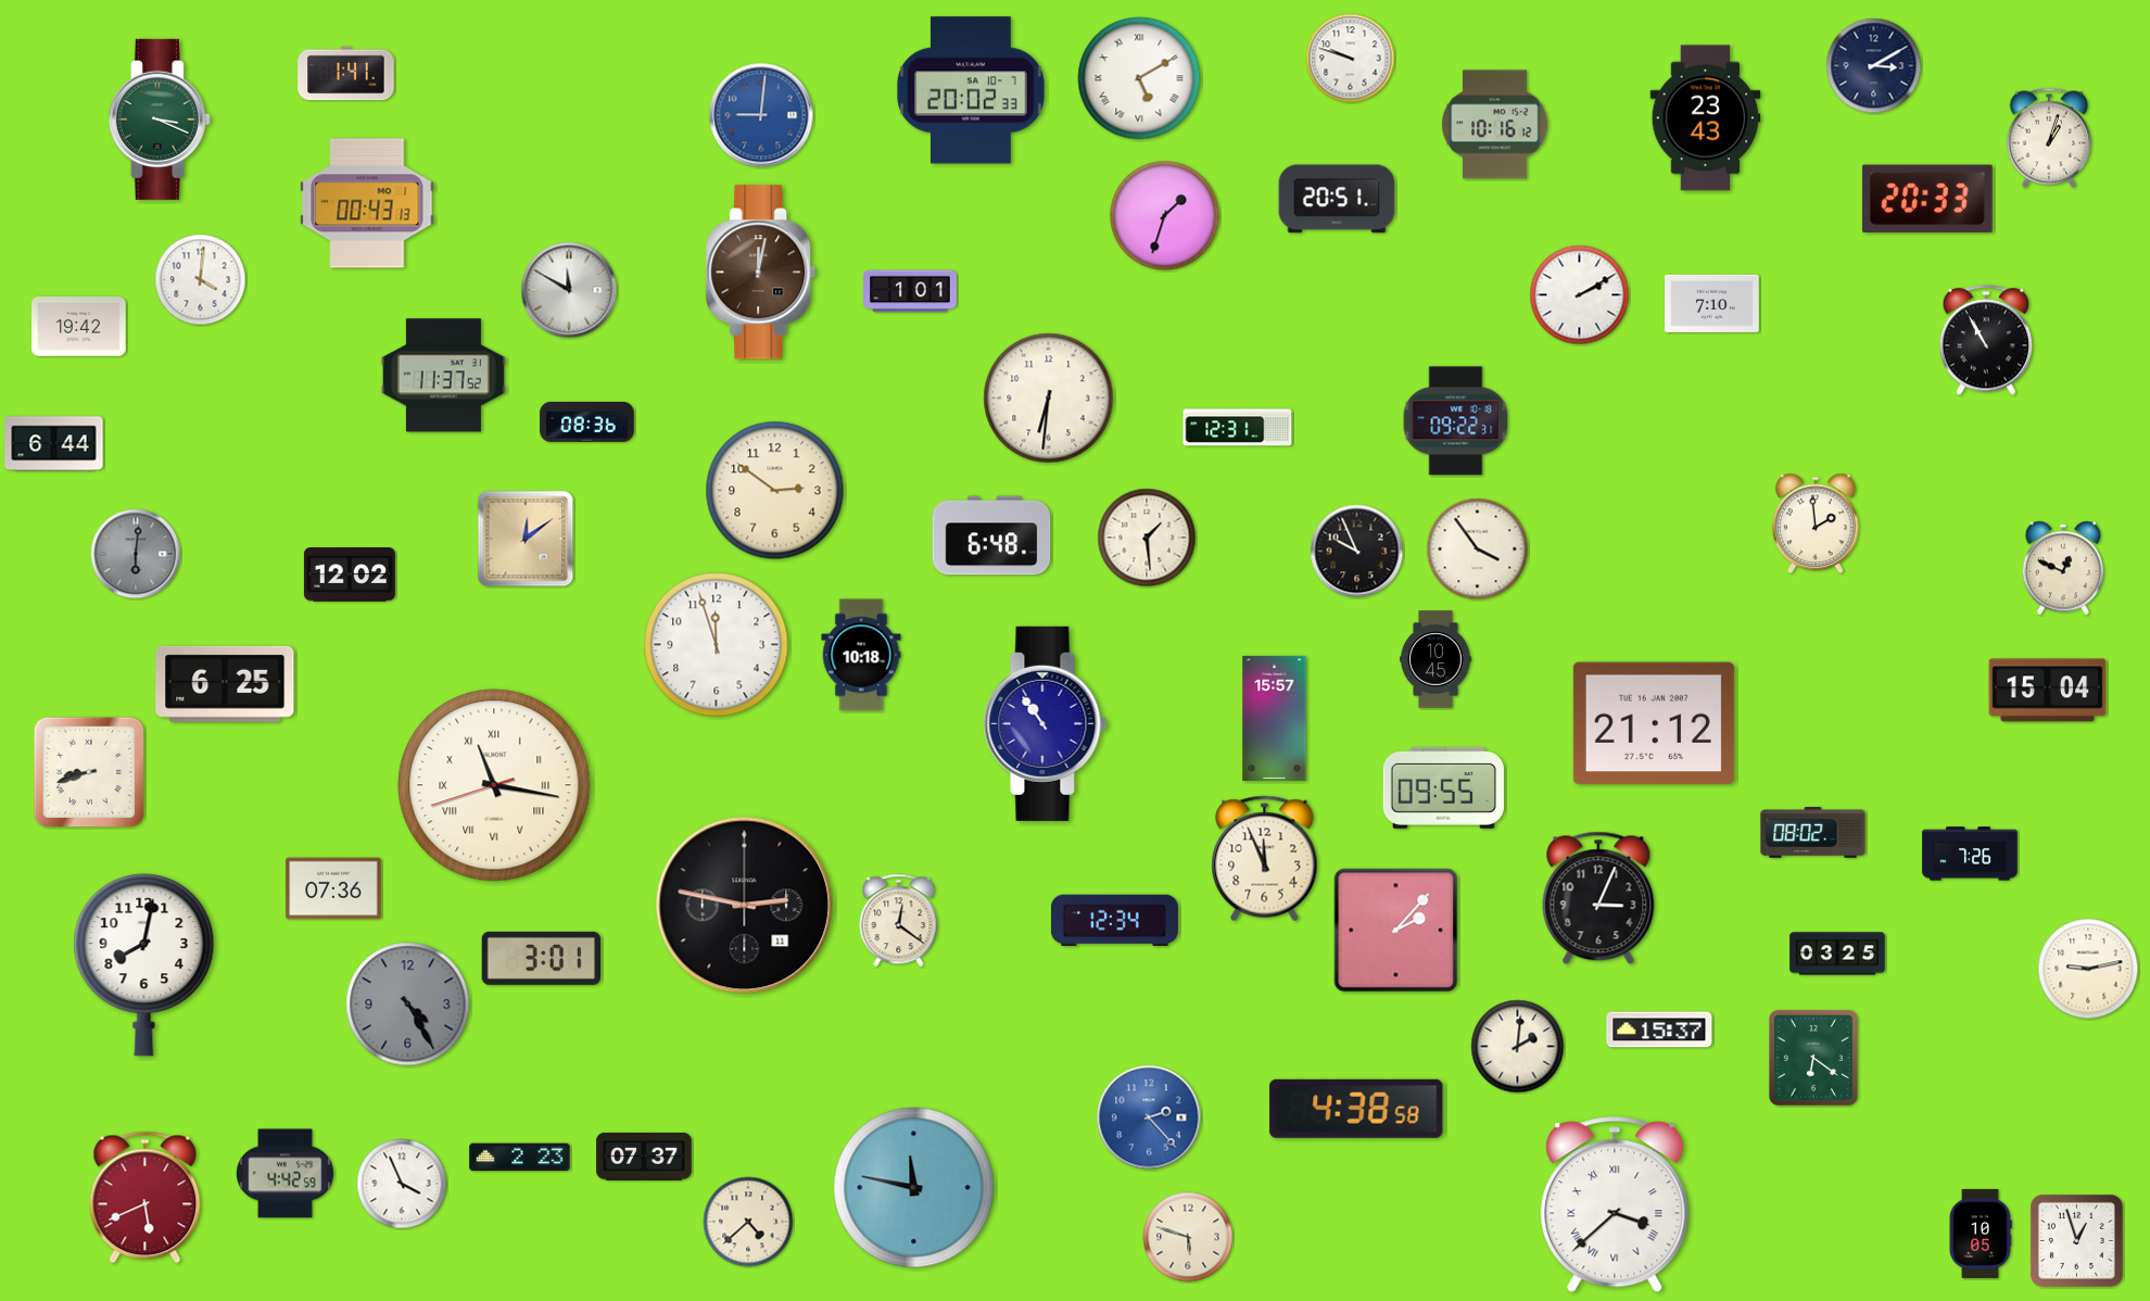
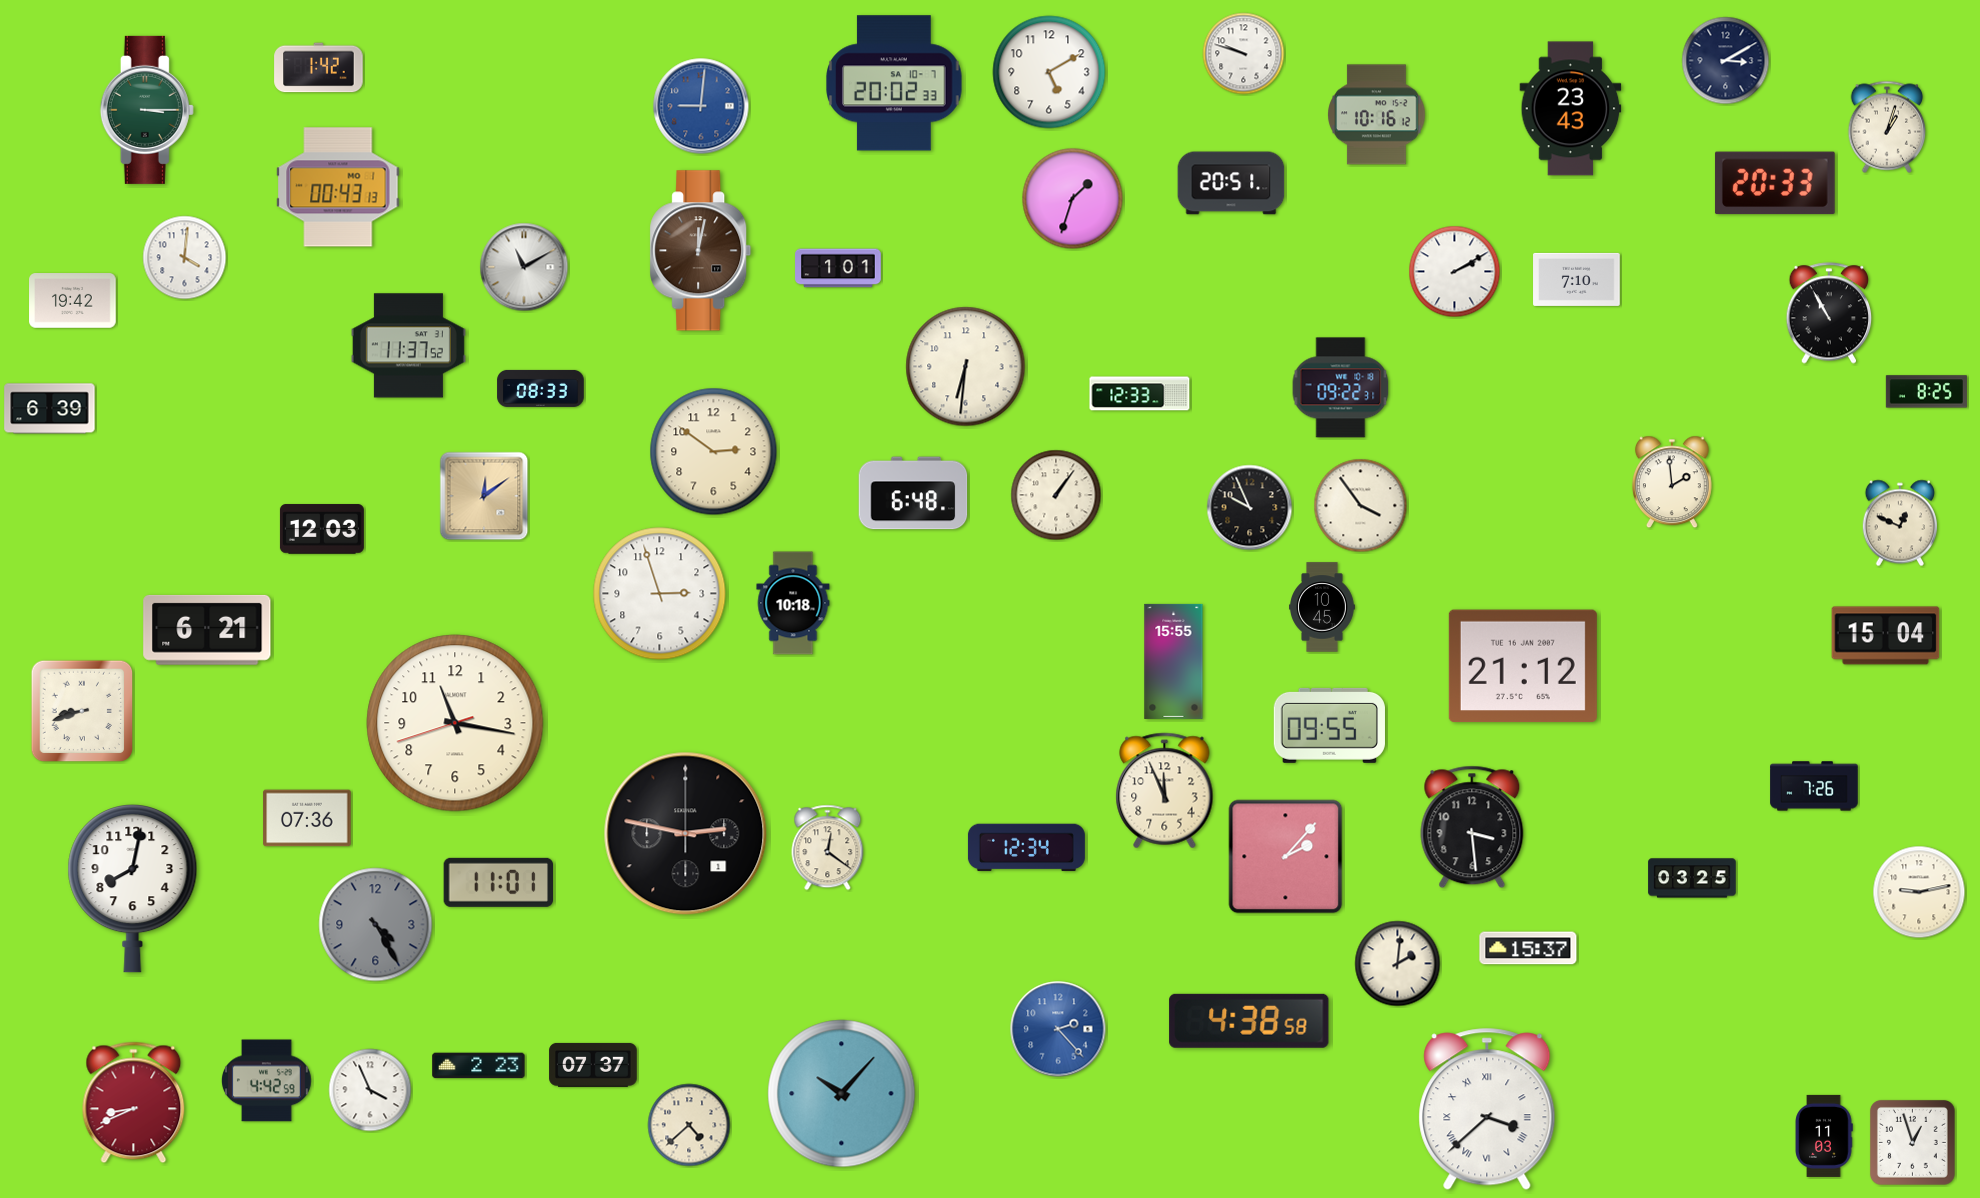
clock at (346, 74): 1:41 -> 1:42
clock at (1139, 78) numerals: Roman -> Arabic
clock at (160, 119): 3:19 -> 3:15
clock at (569, 290): 11:50 -> 11:10
clock at (587, 421): 08:36 -> 08:33
clock at (1926, 392): none -> 8:25
clock at (1238, 428): 12:31 -> 12:33
clock at (54, 444): 6:44 -> 6:39
clock at (1147, 538): 1:29 -> 1:06
clock at (136, 554): 6:01 -> none
clock at (350, 574): 12:02 -> 12:03
clock at (717, 645): 11:57 -> 2:57
clock at (225, 684): 6:25 -> 6:21
clock at (1275, 718): 15:57 -> 15:55
clock at (1046, 723): 10:54 -> none
clock at (494, 785) numerals: Roman -> Arabic
clock at (1813, 833): 08:02 -> none
clock at (1598, 898): 3:04 -> 3:29
clock at (745, 906) date: 11 -> 1
clock at (541, 958): 3:01 -> 11:01
clock at (2088, 969) position: (2088, 969) -> (1919, 892)
clock at (1813, 1058): 6:21 -> none
clock at (284, 1174) position: (284, 1174) -> (266, 1081)
clock at (914, 1188): 11:47 -> 10:07
clock at (146, 1198): 5:41 -> 8:41
clock at (1981, 1234): 10:05 -> 11:03
clock at (1188, 1237): 5:48 -> none
